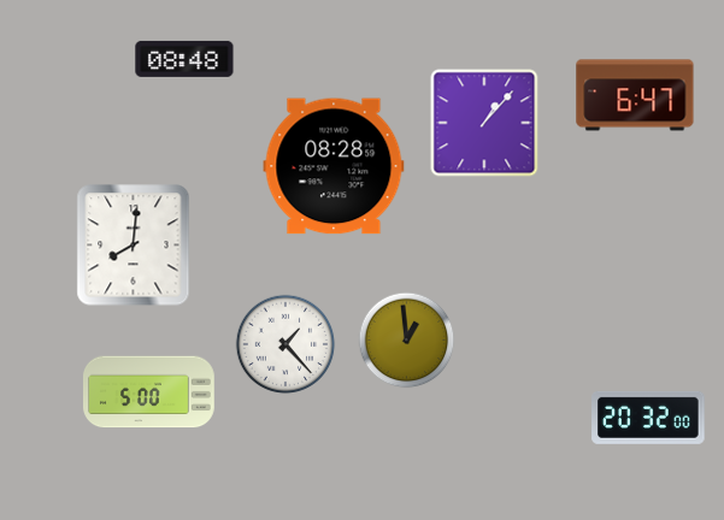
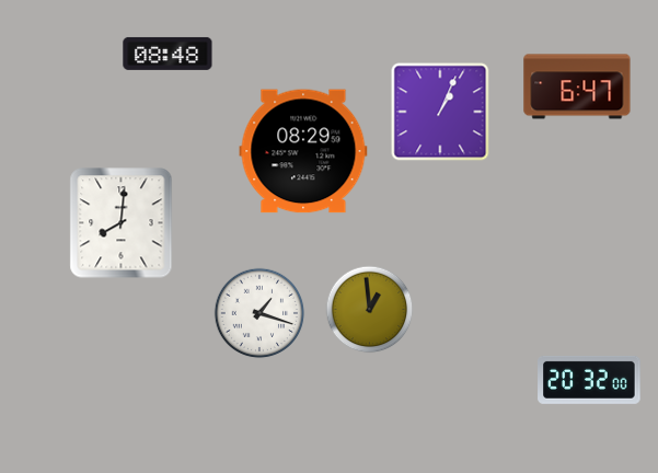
clock at (484, 123): 1:07 -> 1:04
clock at (334, 166): 08:28 -> 08:29
clock at (286, 344): 1:23 -> 1:18
clock at (149, 392): 5:00 -> none
